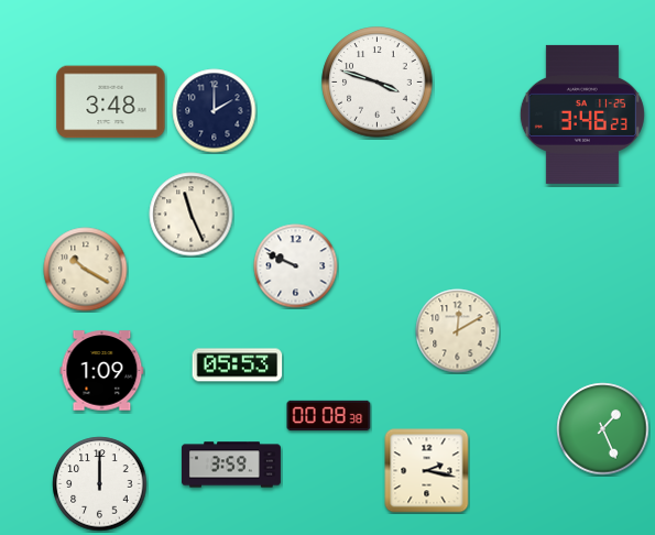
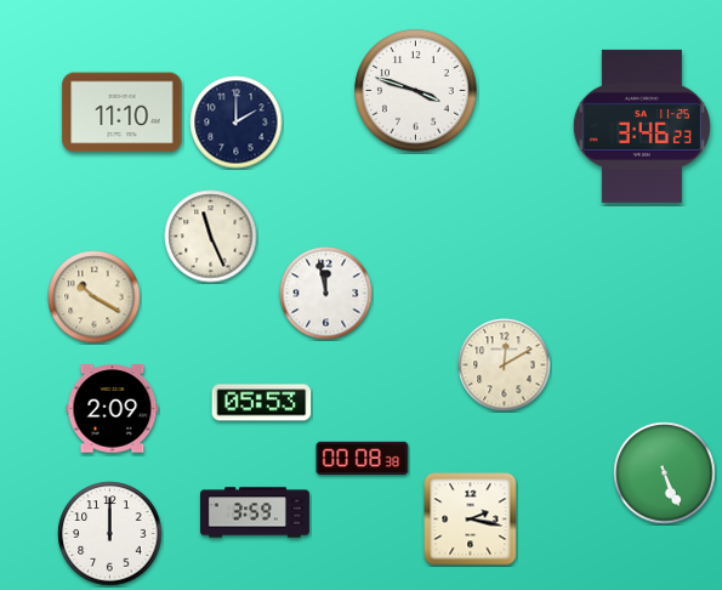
clock at (111, 102): 3:48 -> 11:10
clock at (296, 266): 9:49 -> 11:58
clock at (102, 371): 1:09 -> 2:09
clock at (603, 429): 1:26 -> 5:26
